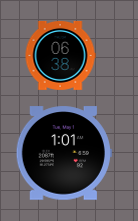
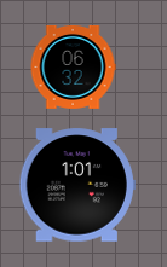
clock at (60, 55): 06:38 -> 06:32
